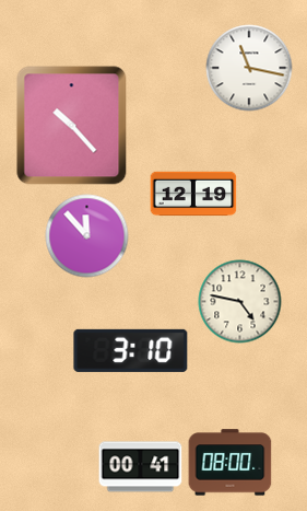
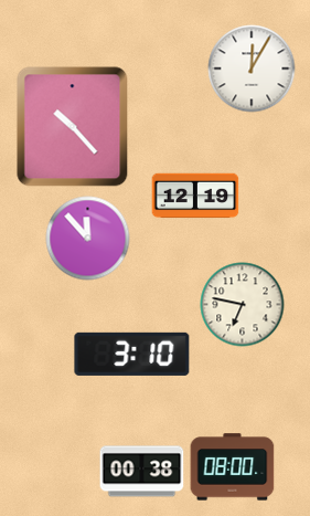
clock at (249, 68): 11:17 -> 12:05
clock at (240, 302): 4:47 -> 6:47
clock at (141, 467): 00:41 -> 00:38
